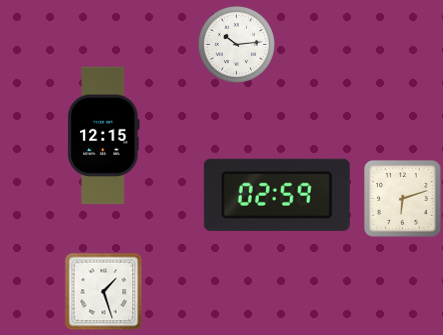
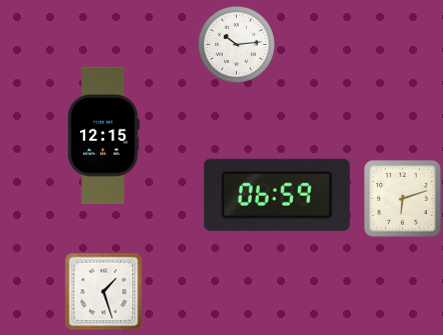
clock at (277, 195): 02:59 -> 06:59
